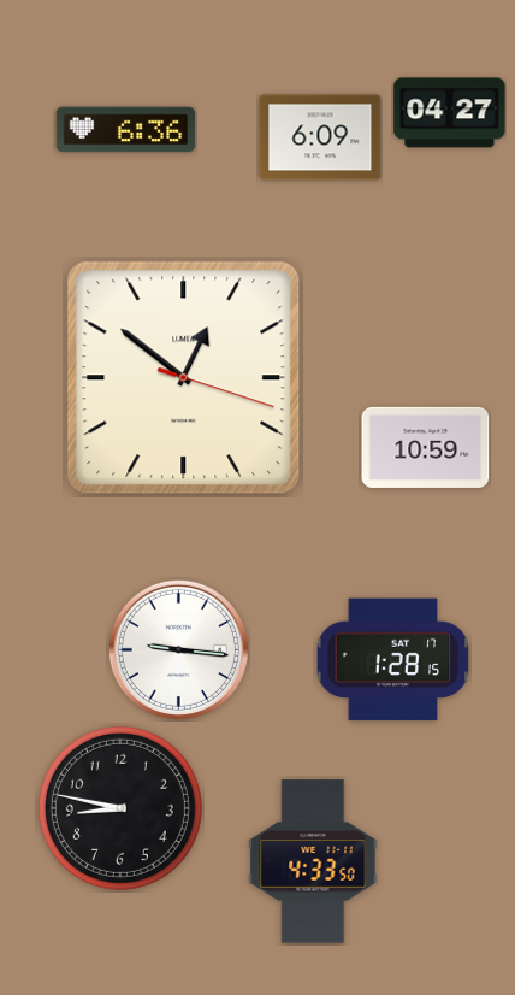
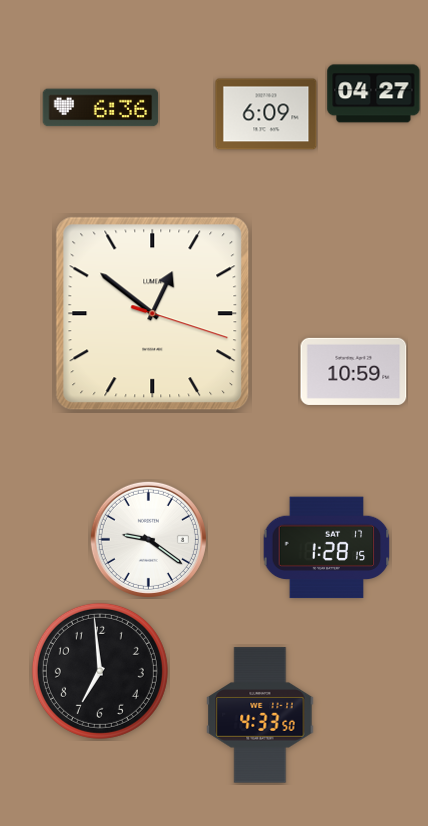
clock at (126, 130) position: (126, 130) -> (101, 108)
clock at (178, 649): 9:16 -> 9:21
clock at (120, 808): 8:47 -> 6:59
